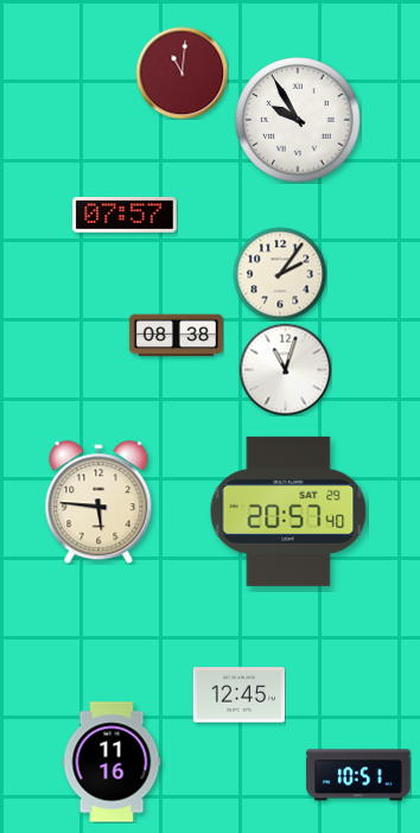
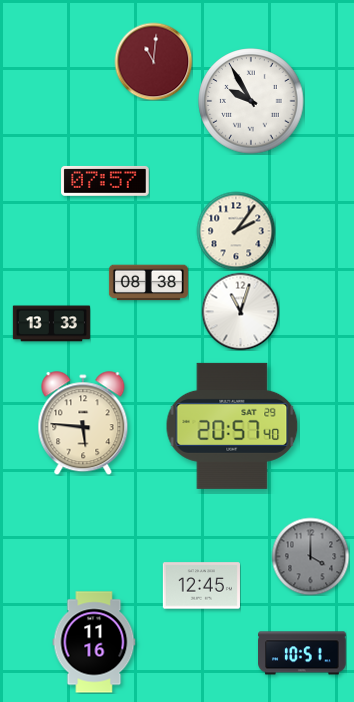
clock at (51, 324): none -> 13:33
clock at (288, 511) position: (288, 511) -> (232, 426)
clock at (310, 556): none -> 4:00
